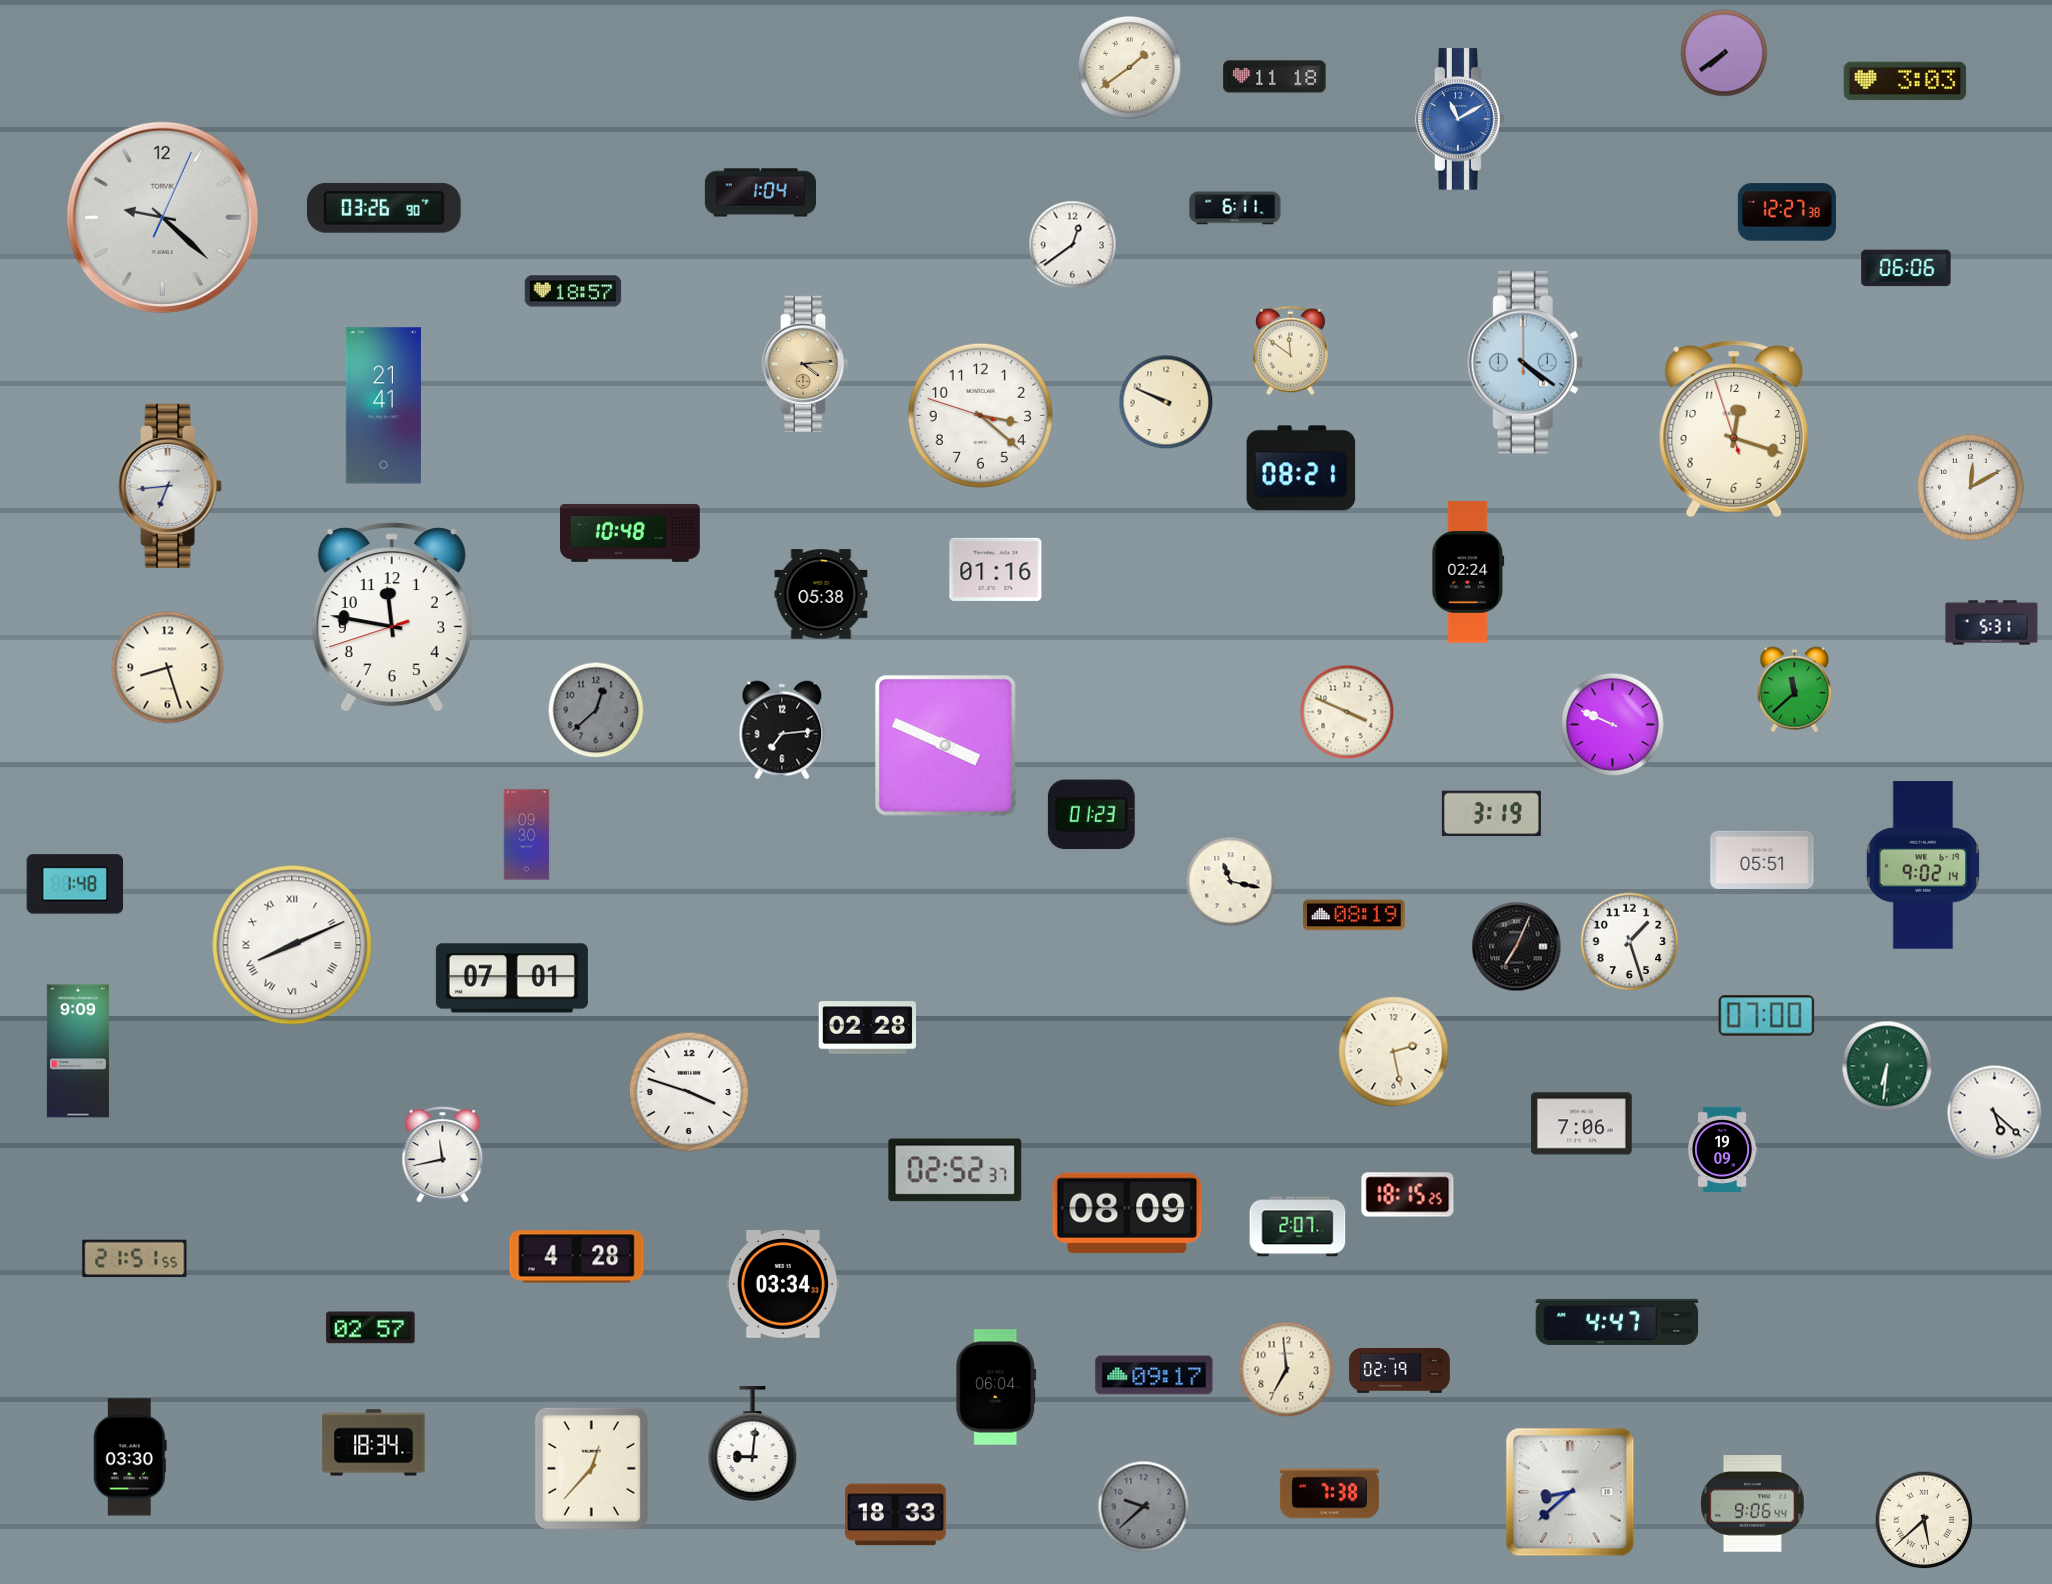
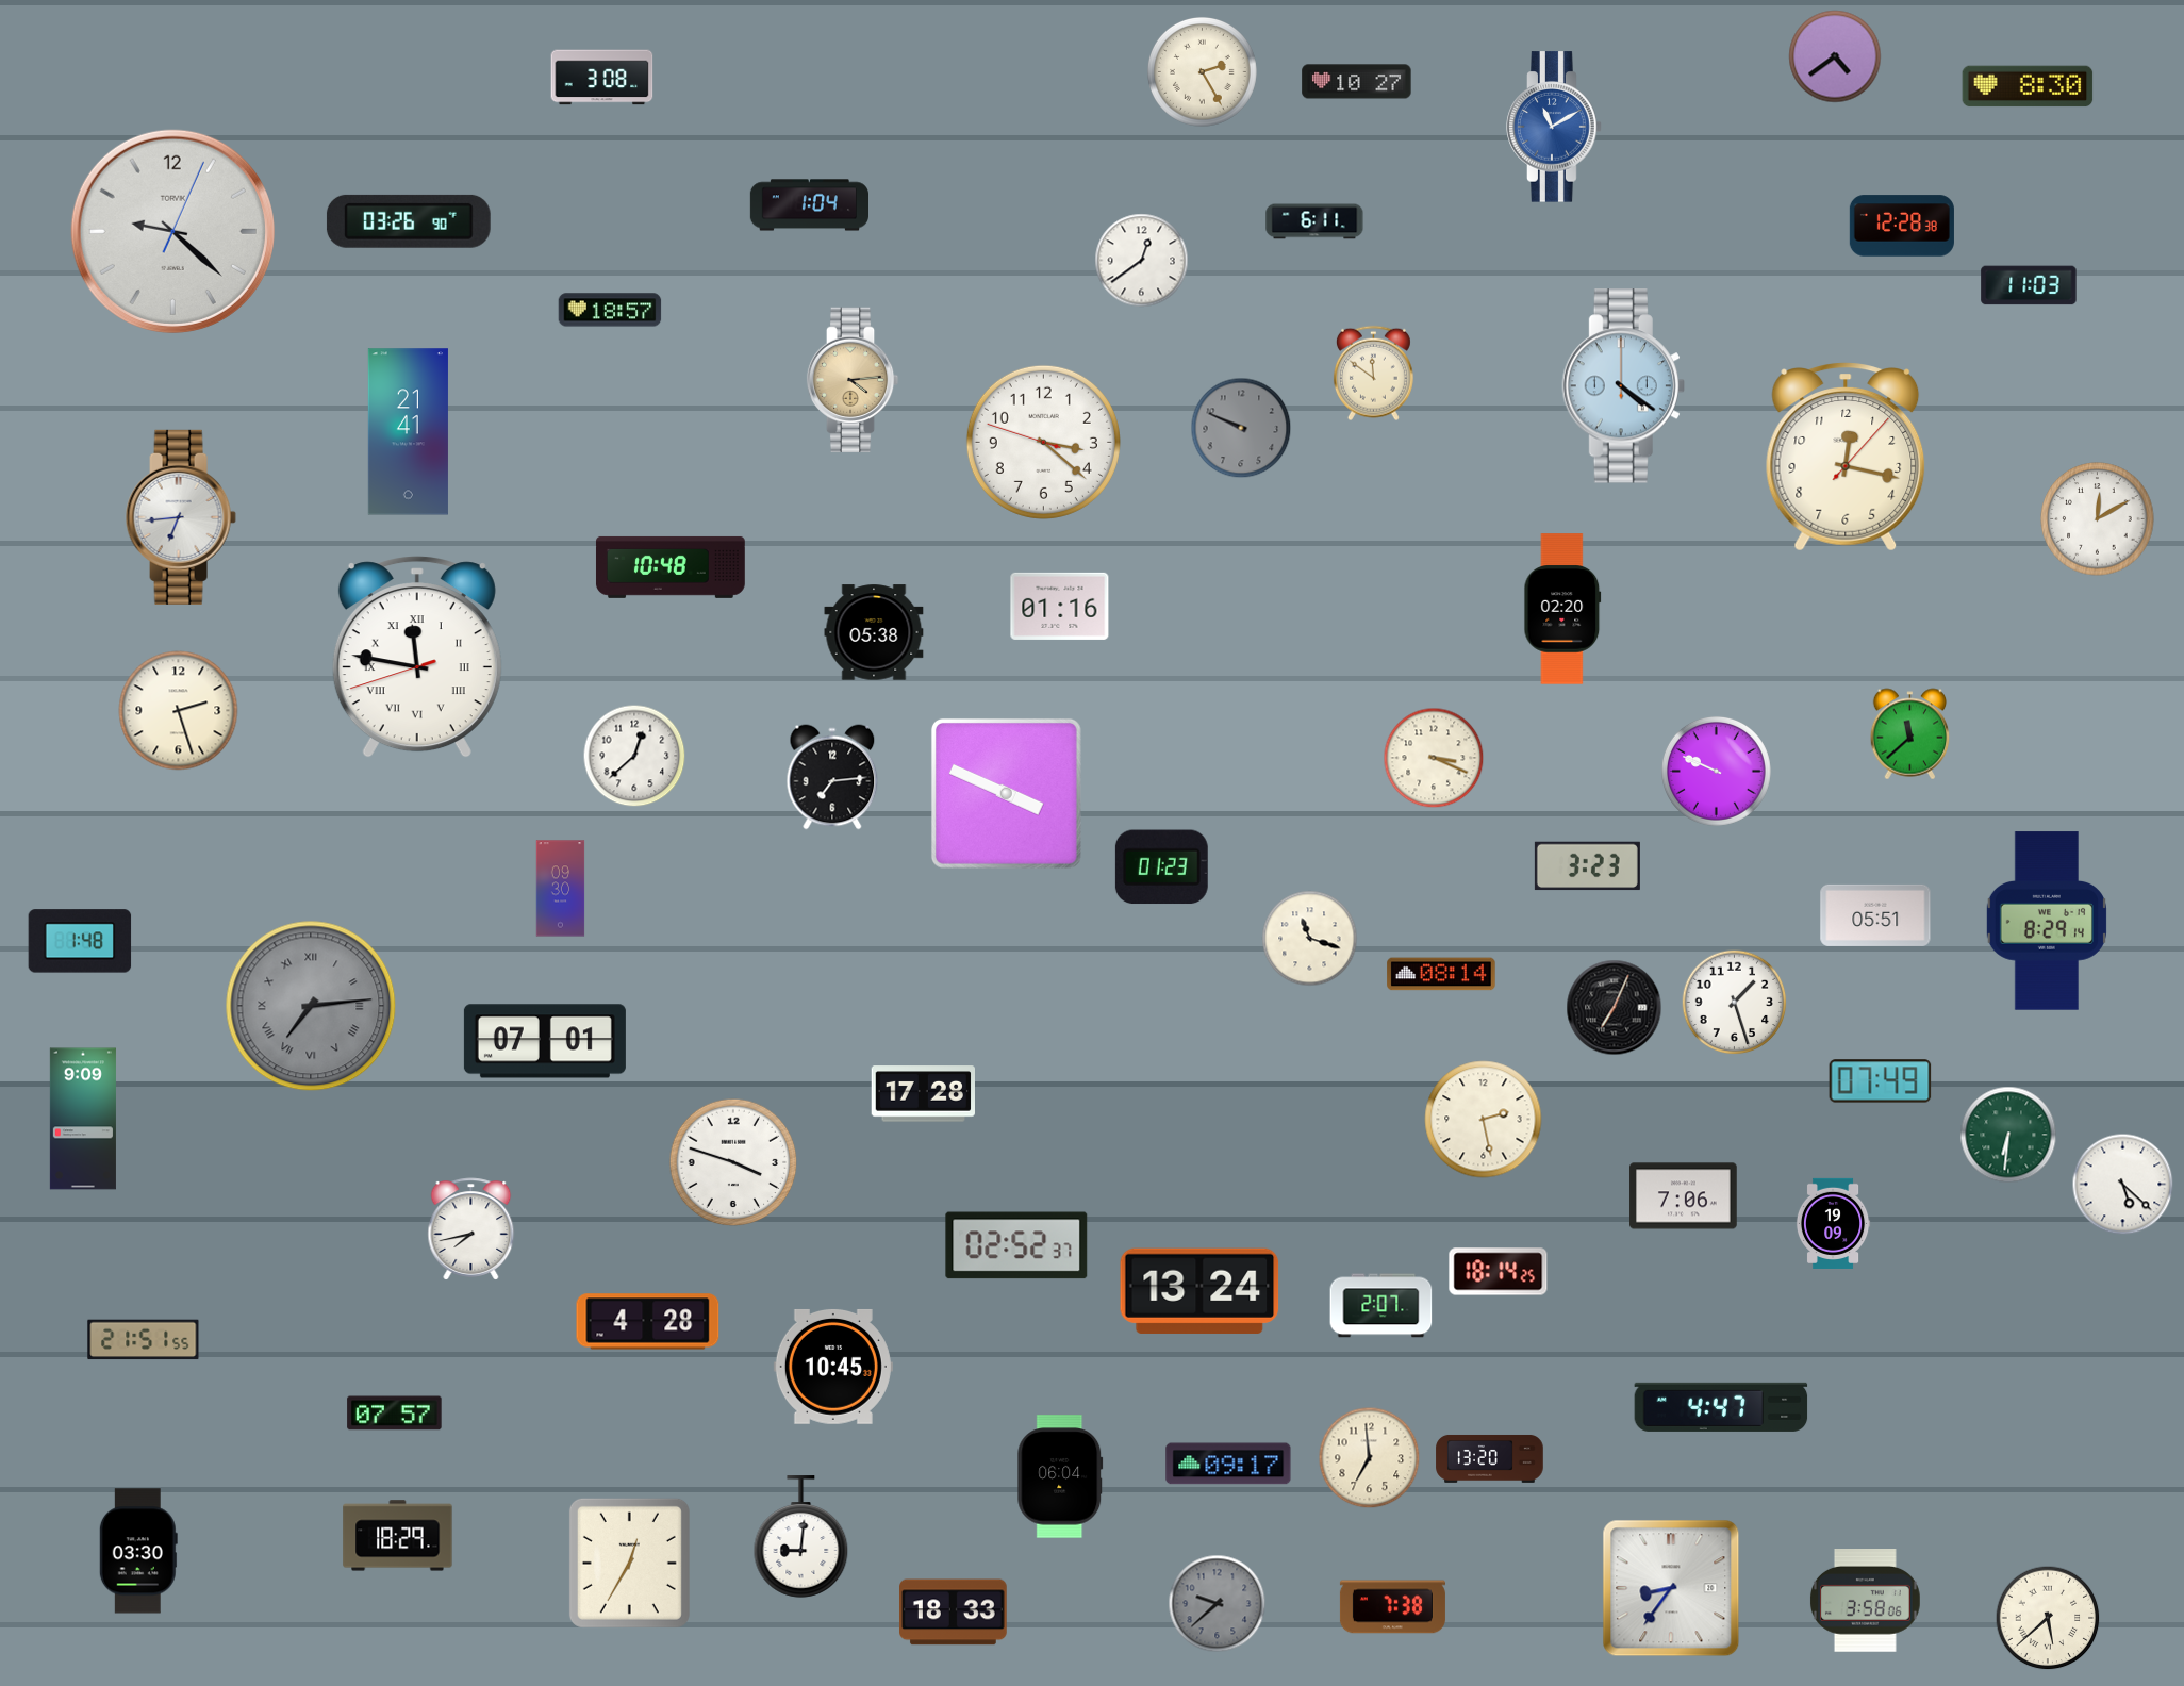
clock at (1724, 53): 7:39 -> 4:39
clock at (1129, 67): 1:39 -> 2:25
clock at (602, 78): none -> 3:08
clock at (1275, 77): 11:18 -> 10:27
clock at (1905, 81): 3:03 -> 8:30
clock at (1787, 212): 12:27 -> 12:28
clock at (1906, 268): 06:06 -> 11:03
clock at (805, 364) position: (805, 364) -> (853, 380)
clock at (1166, 402) dial: cream -> grey
clock at (1734, 429): 12:17:57 -> 12:17:07
clock at (1301, 468): 08:21 -> none
clock at (1468, 572): 02:24 -> 02:20
clock at (392, 617) numerals: Arabic -> Roman
clock at (1992, 623): 5:31 -> none
clock at (168, 668): 8:27 -> 2:27
clock at (596, 710) dial: grey -> white
clock at (1347, 712): 3:49 -> 3:19
clock at (1491, 814): 3:19 -> 3:23
clock at (1923, 865): 9:02 -> 8:29
clock at (1231, 882): 11:17 -> 11:18
clock at (1354, 915): 08:19 -> 08:14
clock at (292, 945): 8:11 -> 7:14
clock at (292, 945) dial: white -> grey
clock at (1767, 1016): 07:00 -> 07:49
clock at (867, 1028): 02:28 -> 17:28
clock at (443, 1155): 11:43 -> 7:43
clock at (1408, 1195): 18:15 -> 18:14
clock at (1127, 1213): 08:09 -> 13:24
clock at (577, 1257) position: (577, 1257) -> (648, 1322)
clock at (783, 1284): 03:34 -> 10:45
clock at (371, 1328): 02:57 -> 07:57
clock at (1400, 1370): 02:19 -> 13:20
clock at (374, 1443): 18:34 -> 18:29
clock at (591, 1468): 12:37 -> 12:35
clock at (1570, 1492): 8:38 -> 8:36
clock at (1329, 1494) position: (1329, 1494) -> (1392, 1607)
clock at (1752, 1504): 9:06 -> 3:58
